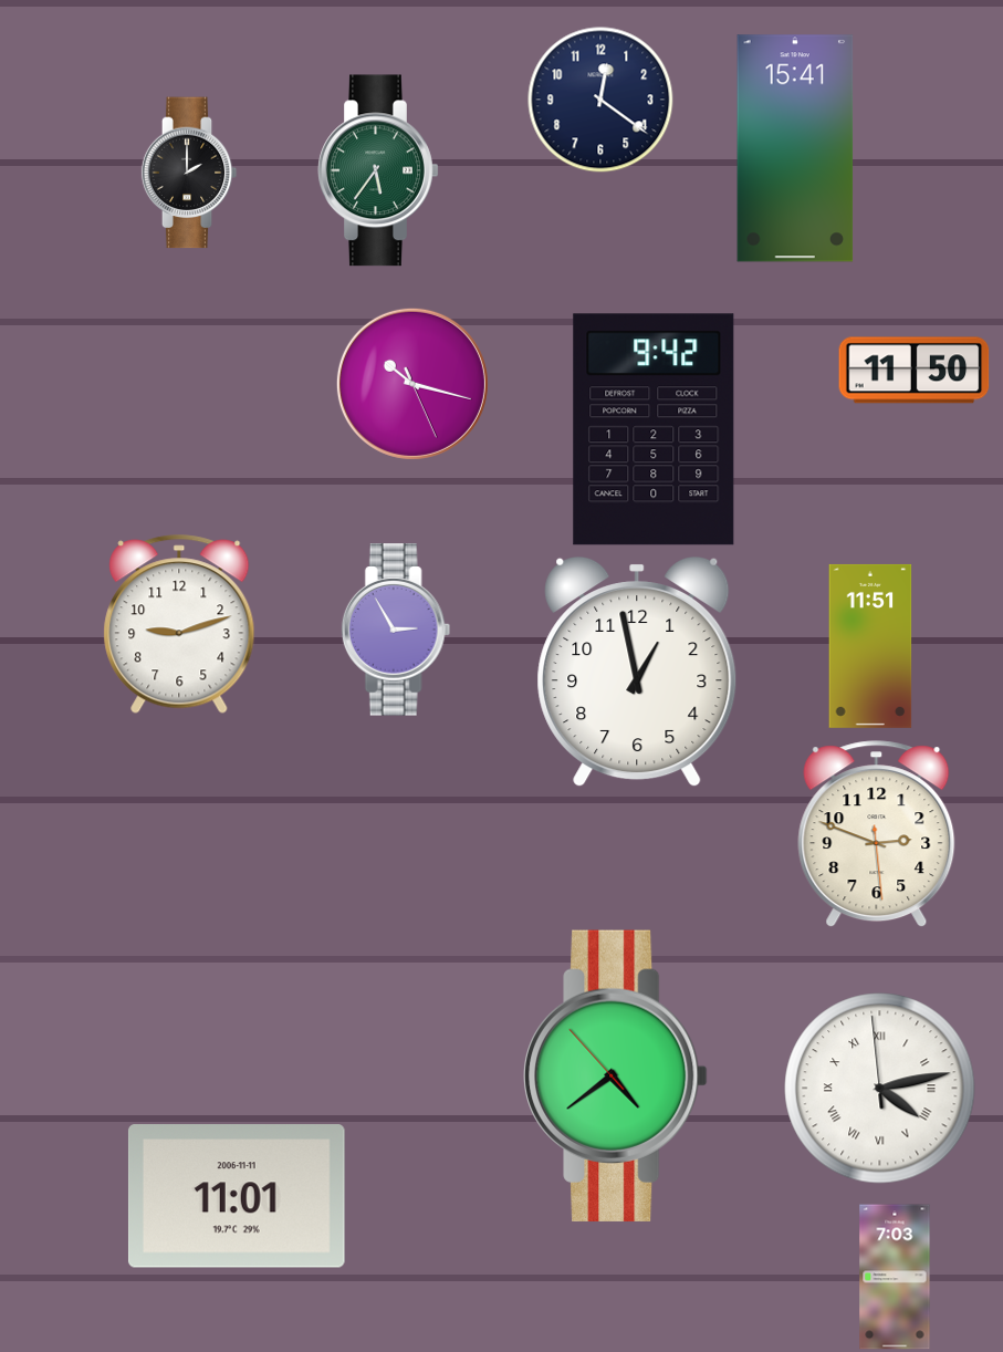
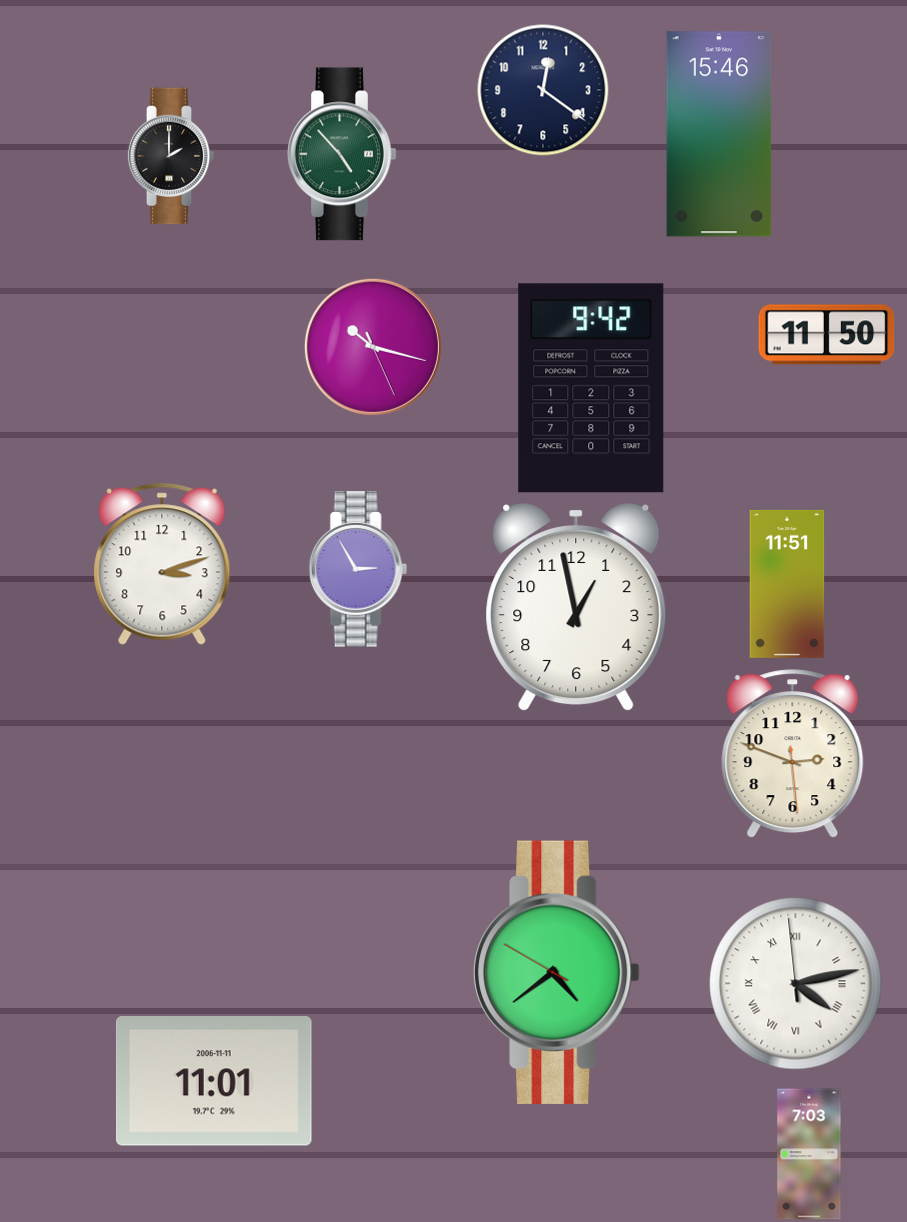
clock at (795, 148): 15:41 -> 15:46
clock at (378, 170): 5:36 -> 4:53
clock at (179, 624): 9:12 -> 3:12
clock at (616, 1075): 4:38:53 -> 4:38:50
